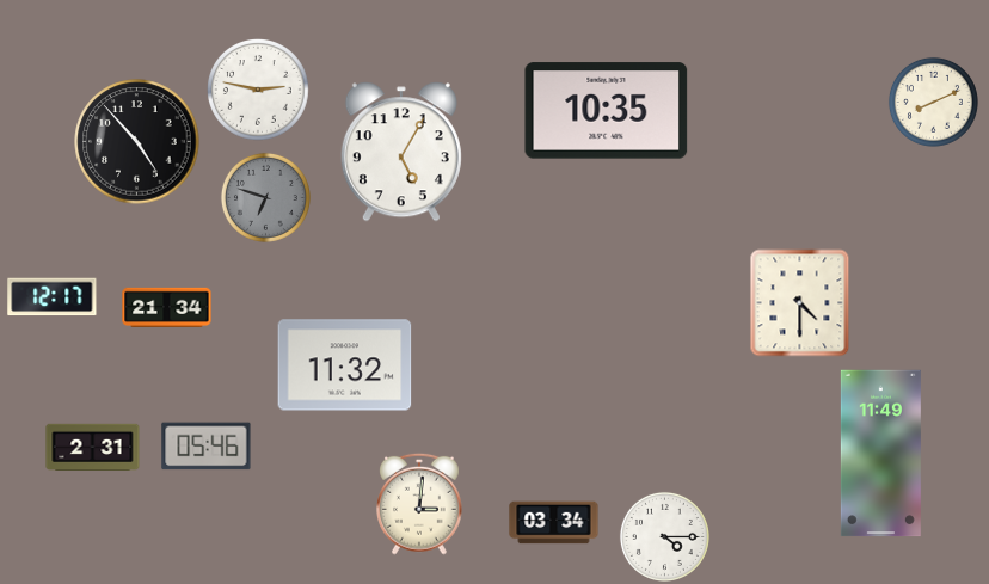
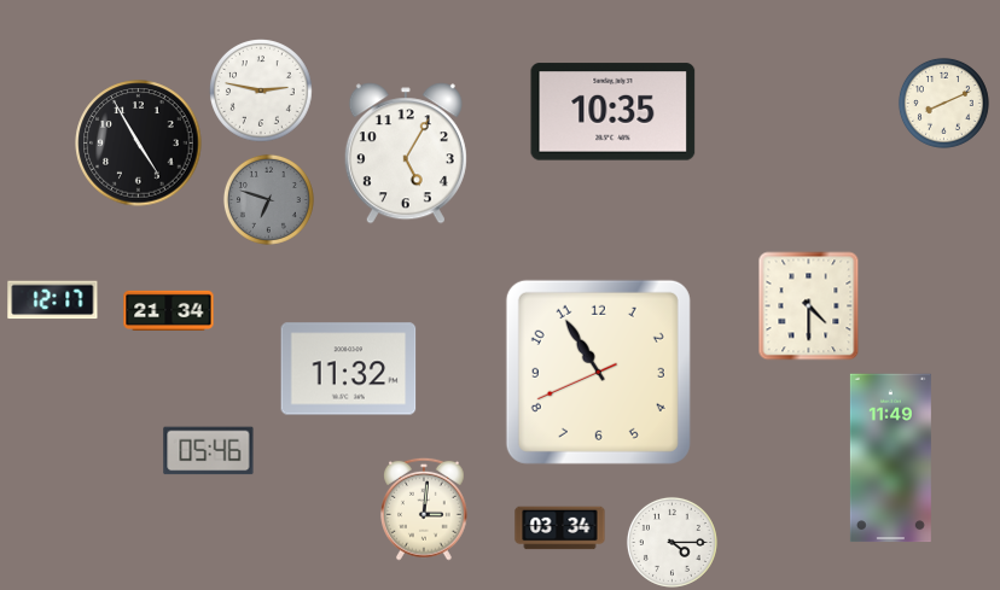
clock at (137, 142): 4:53 -> 4:55
clock at (598, 372): none -> 10:54
clock at (93, 448): 2:31 -> none
